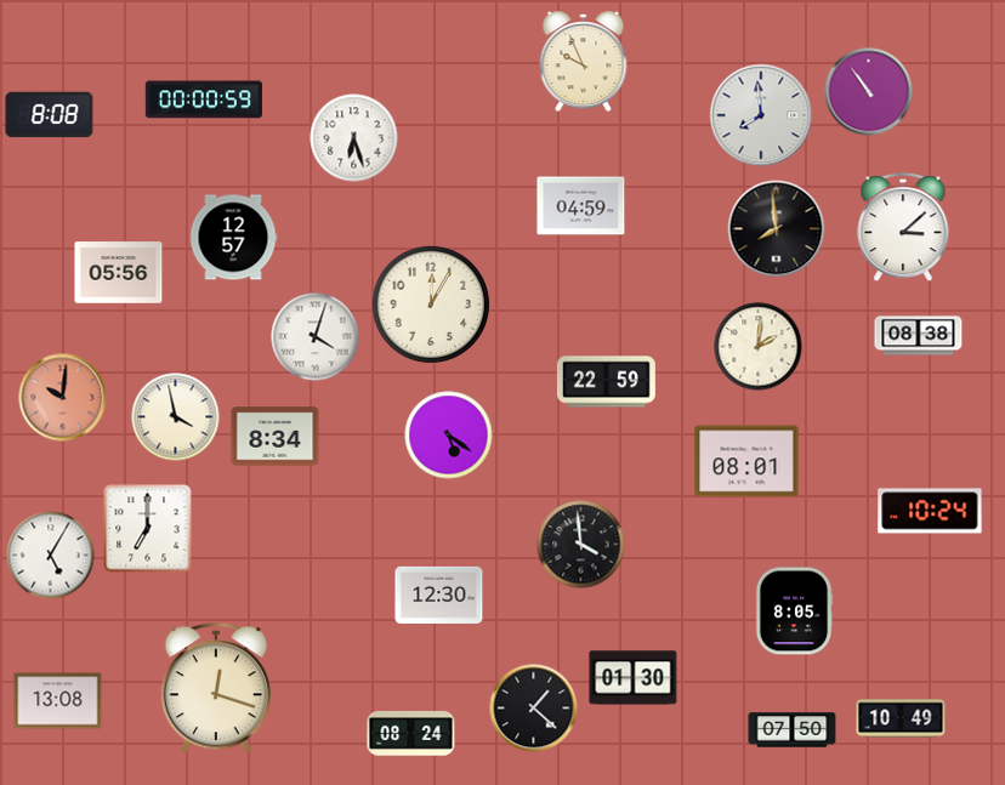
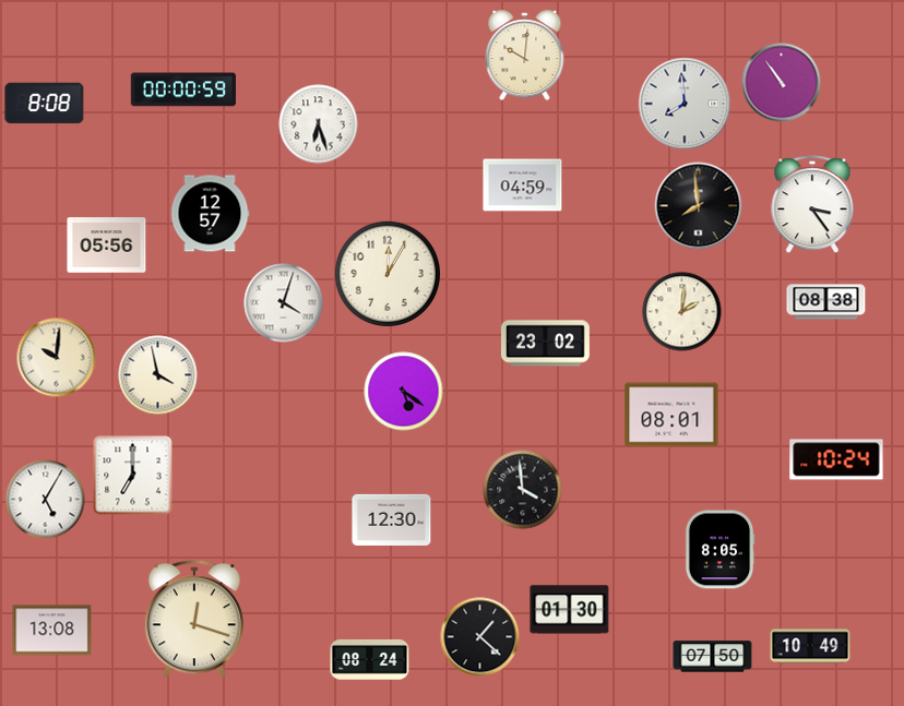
clock at (584, 62): 9:56 -> 10:01
clock at (903, 228): 3:08 -> 3:24
clock at (606, 382): 22:59 -> 23:02
clock at (63, 398) dial: salmon -> cream
clock at (276, 437): 8:34 -> none
clock at (439, 595) position: (439, 595) -> (392, 519)
clock at (794, 611) position: (794, 611) -> (719, 550)
